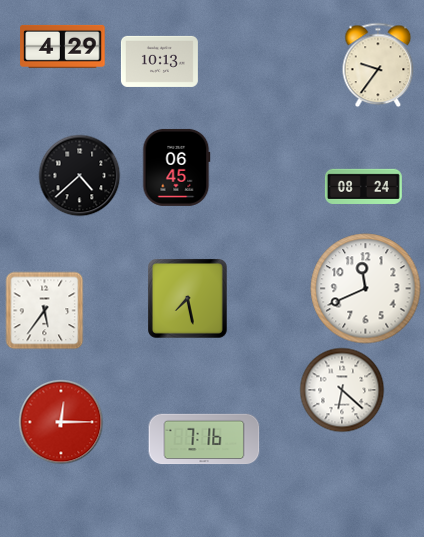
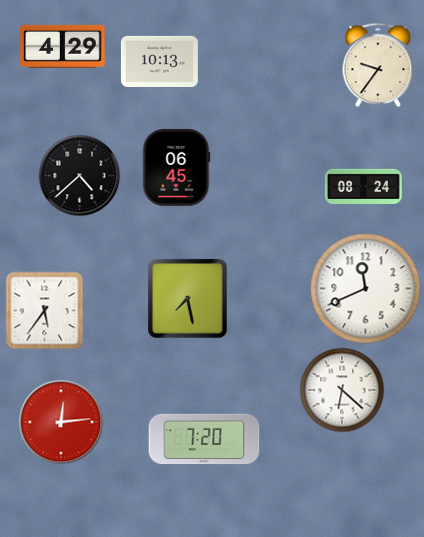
clock at (61, 422): 12:15 -> 12:14
clock at (204, 439): 7:16 -> 7:20
